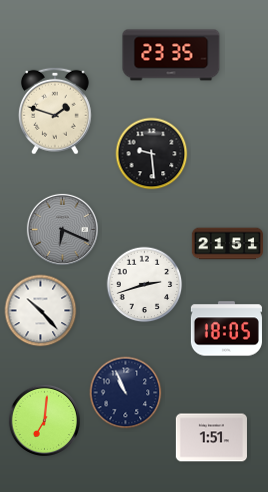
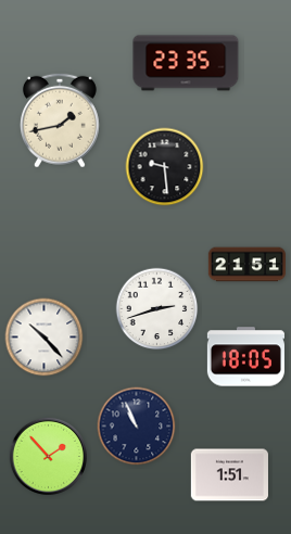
clock at (171, 55) position: (171, 55) -> (186, 63)
clock at (55, 111): 1:48 -> 1:43
clock at (62, 229): 6:19 -> none
clock at (44, 420): 7:01 -> 1:53
